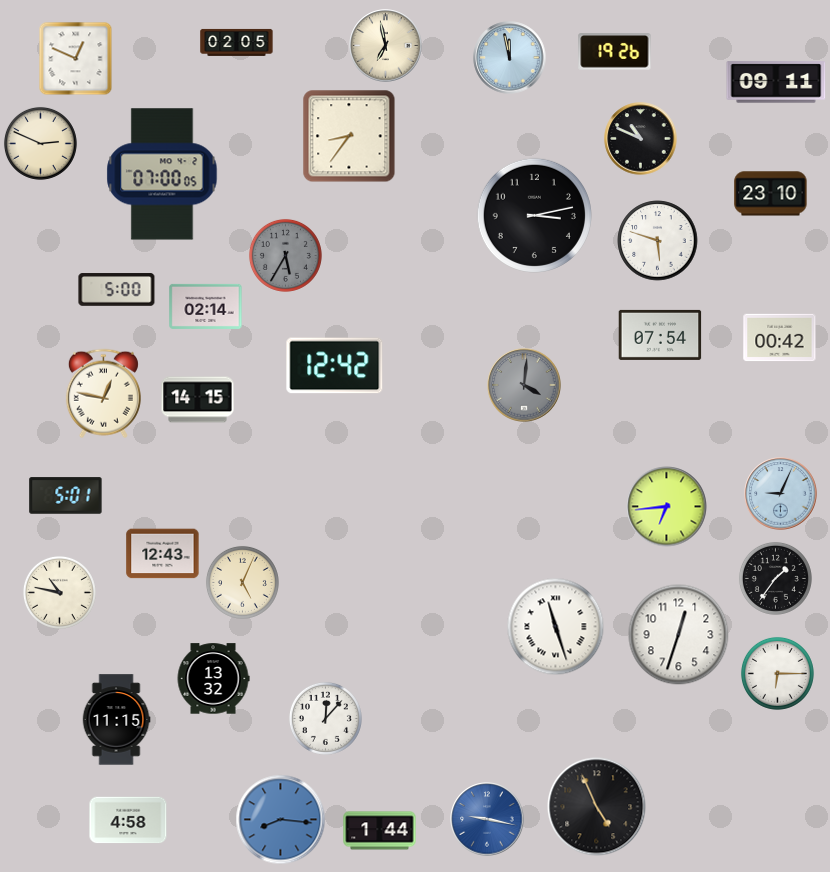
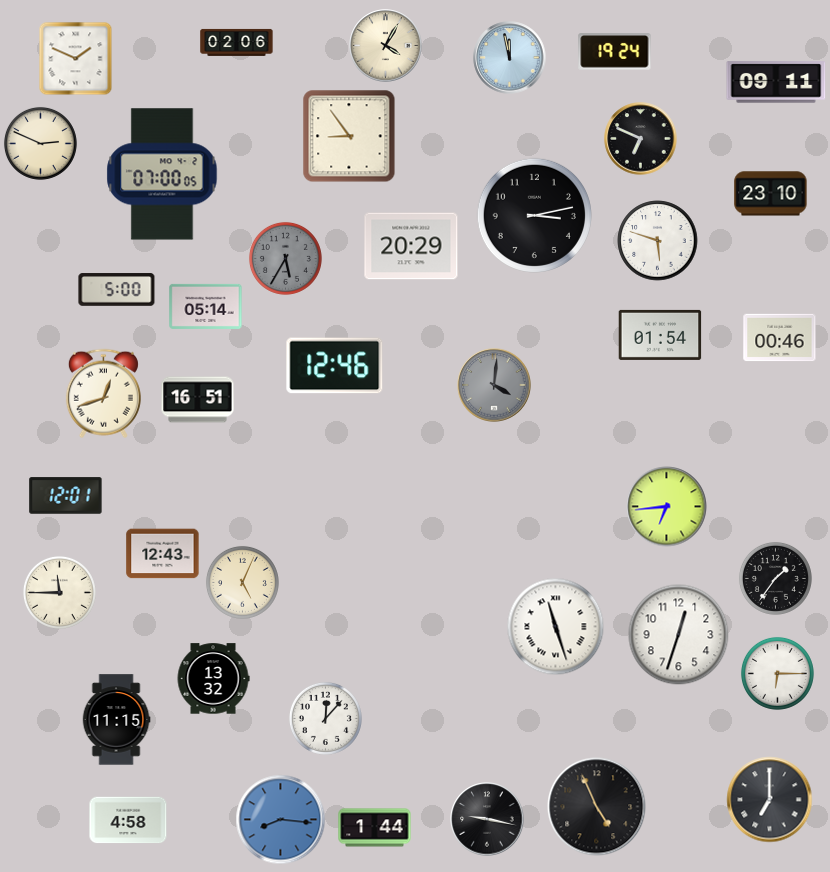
clock at (237, 42): 02:05 -> 02:06
clock at (386, 46): 6:58 -> 4:05
clock at (615, 52): 19:26 -> 19:24
clock at (76, 59): 12:49 -> 1:49
clock at (349, 136): 8:36 -> 8:54
clock at (641, 139): 10:49 -> 6:49
clock at (411, 246): none -> 20:29
clock at (285, 255) position: (285, 255) -> (285, 258)
clock at (206, 306): 02:14 -> 05:14
clock at (660, 335): 07:54 -> 01:54
clock at (780, 338): 00:42 -> 00:46
clock at (335, 366): 12:42 -> 12:46
clock at (524, 385) position: (524, 385) -> (494, 385)
clock at (103, 394): 12:47 -> 12:42
clock at (198, 400): 14:15 -> 16:51
clock at (781, 494): 9:04 -> none
clock at (66, 496): 5:01 -> 12:01
clock at (59, 592): 10:47 -> 11:45
clock at (770, 800): none -> 7:00
clock at (487, 819) dial: blue -> black
clock at (380, 831) position: (380, 831) -> (375, 828)
